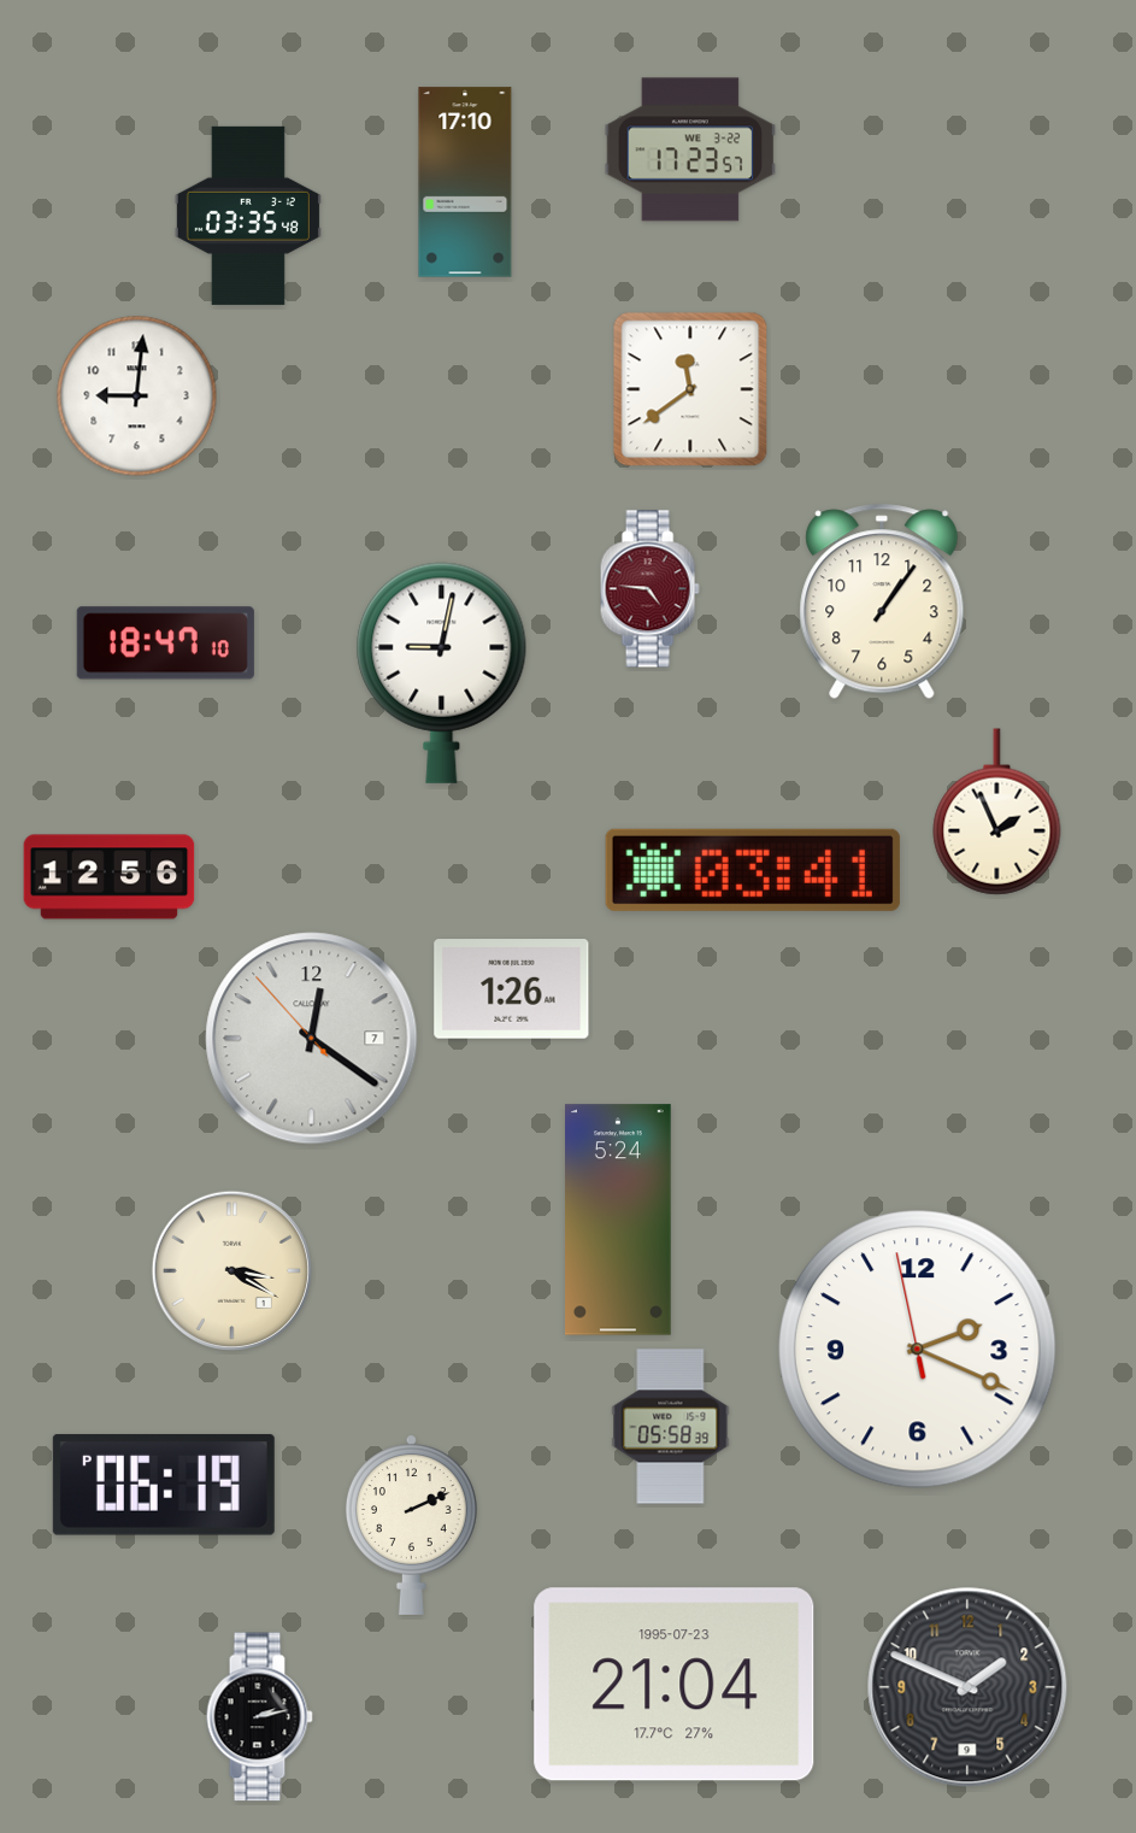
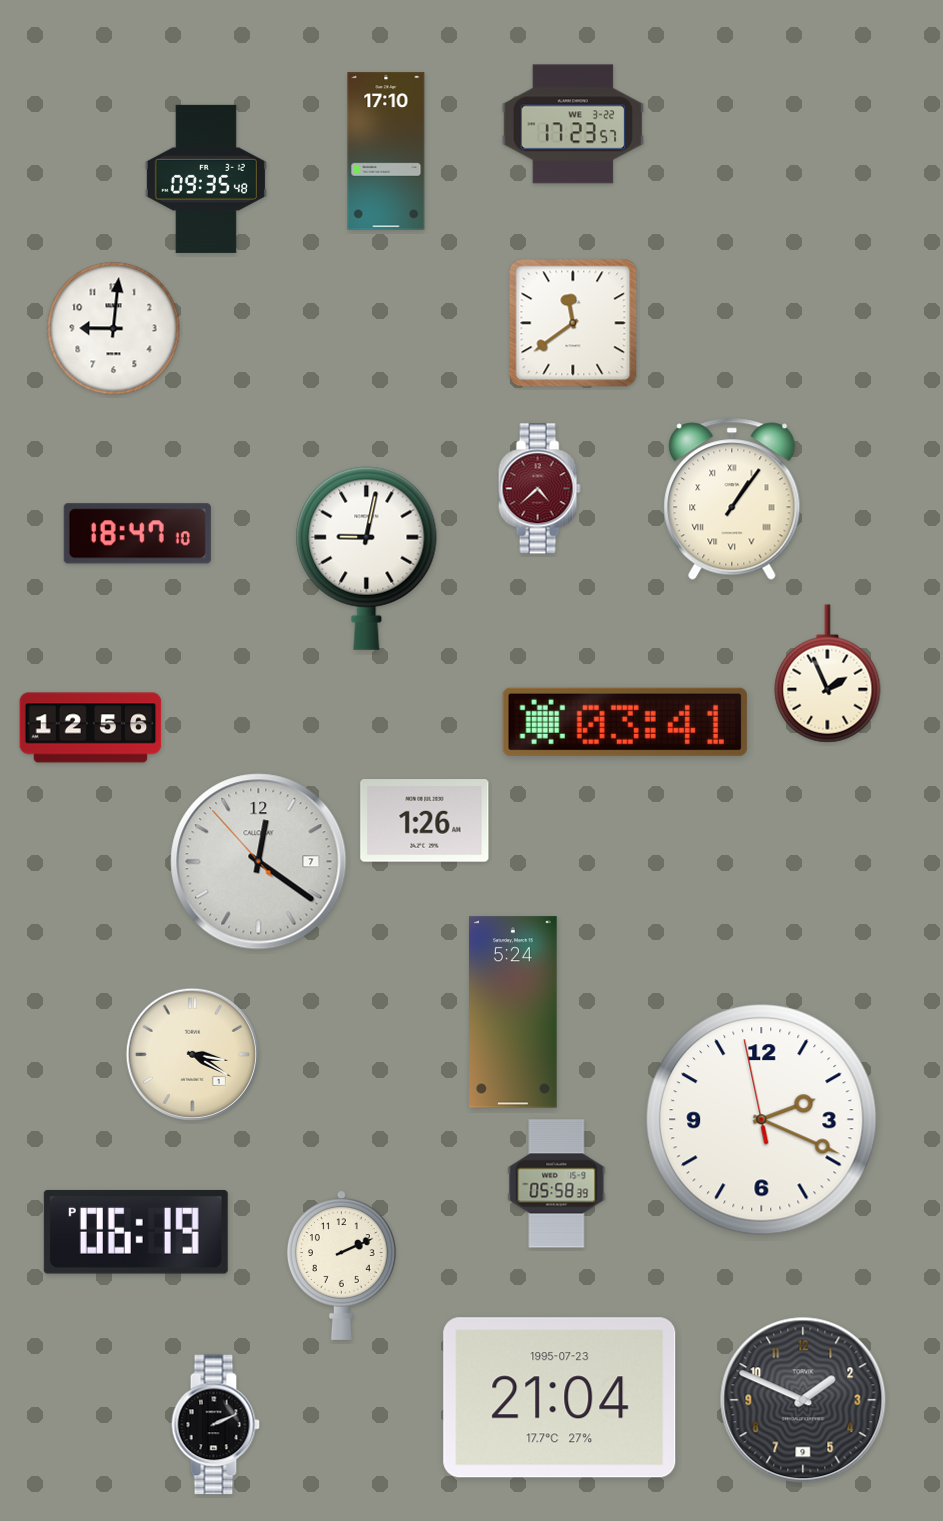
clock at (248, 216): 03:35 -> 09:35
clock at (649, 589): 4:46 -> 4:38
clock at (882, 601) numerals: Arabic -> Roman
clock at (259, 1717): 2:13 -> 2:11
